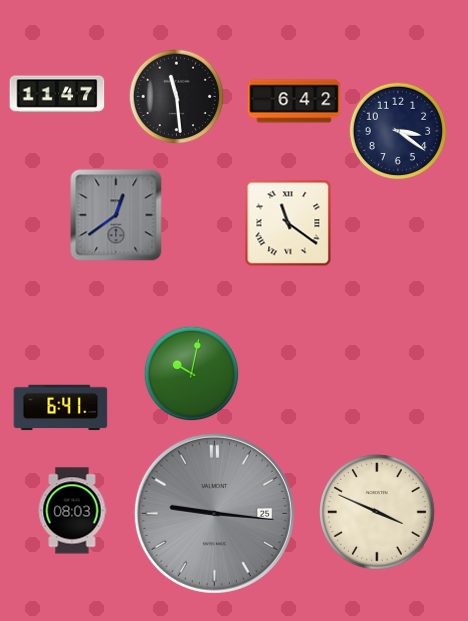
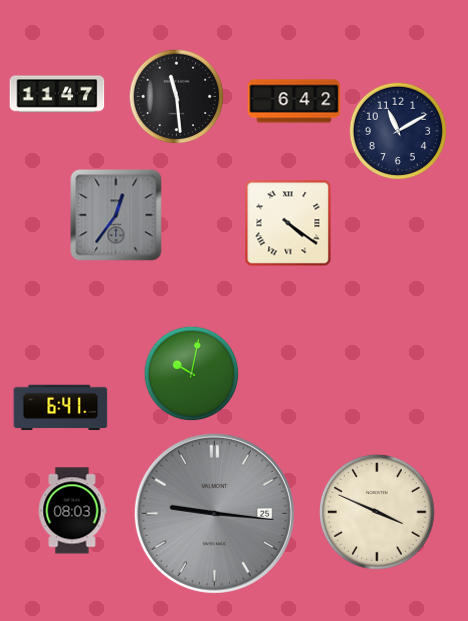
clock at (398, 131): 3:21 -> 11:10
clock at (116, 215): 12:39 -> 12:36
clock at (288, 223): 11:21 -> 4:21
